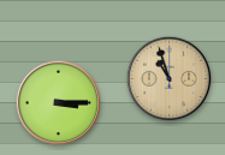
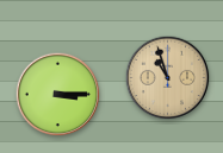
clock at (59, 103) position: (59, 103) -> (58, 95)
